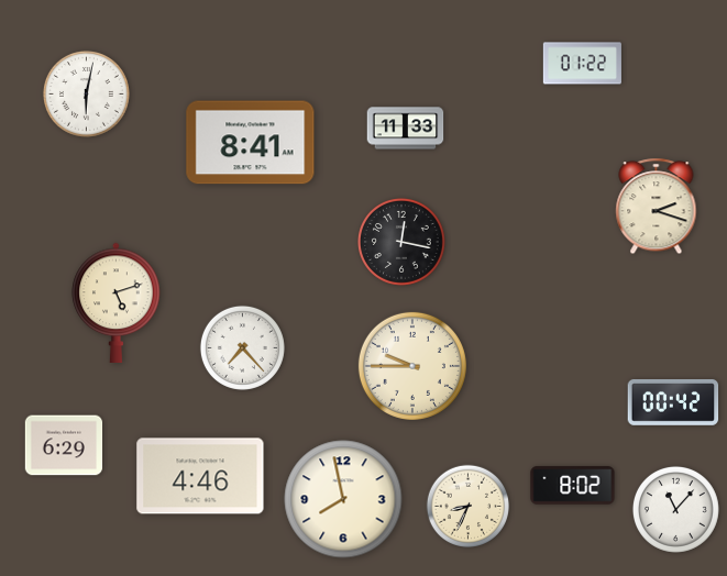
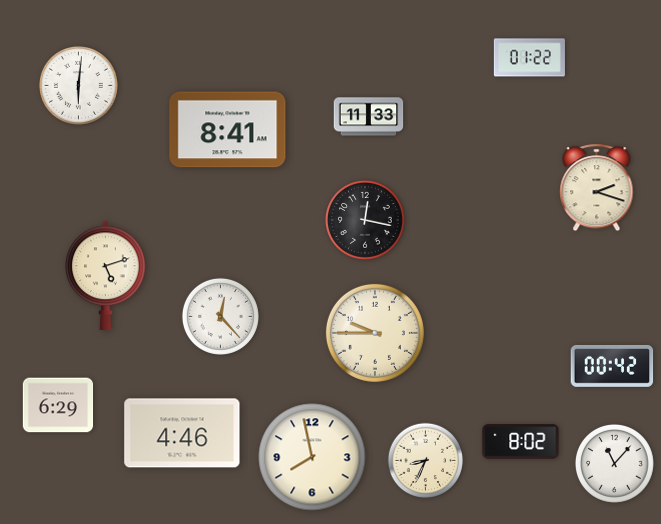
clock at (86, 93): 6:02 -> 6:01
clock at (242, 347): 7:23 -> 12:23
clock at (343, 499) position: (343, 499) -> (312, 457)
